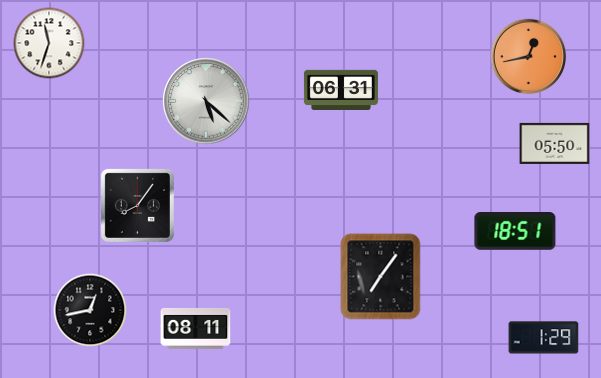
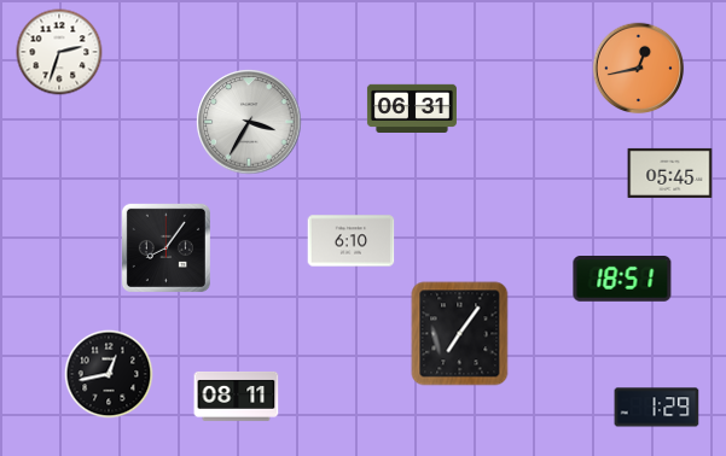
clock at (49, 43): 11:33 -> 2:33
clock at (206, 101): 5:22 -> 3:35
clock at (555, 143): 05:50 -> 05:45
clock at (352, 241): none -> 6:10
